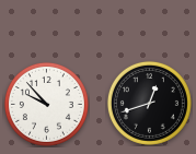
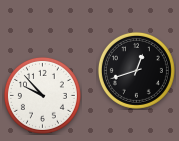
clock at (149, 103) position: (149, 103) -> (136, 70)
